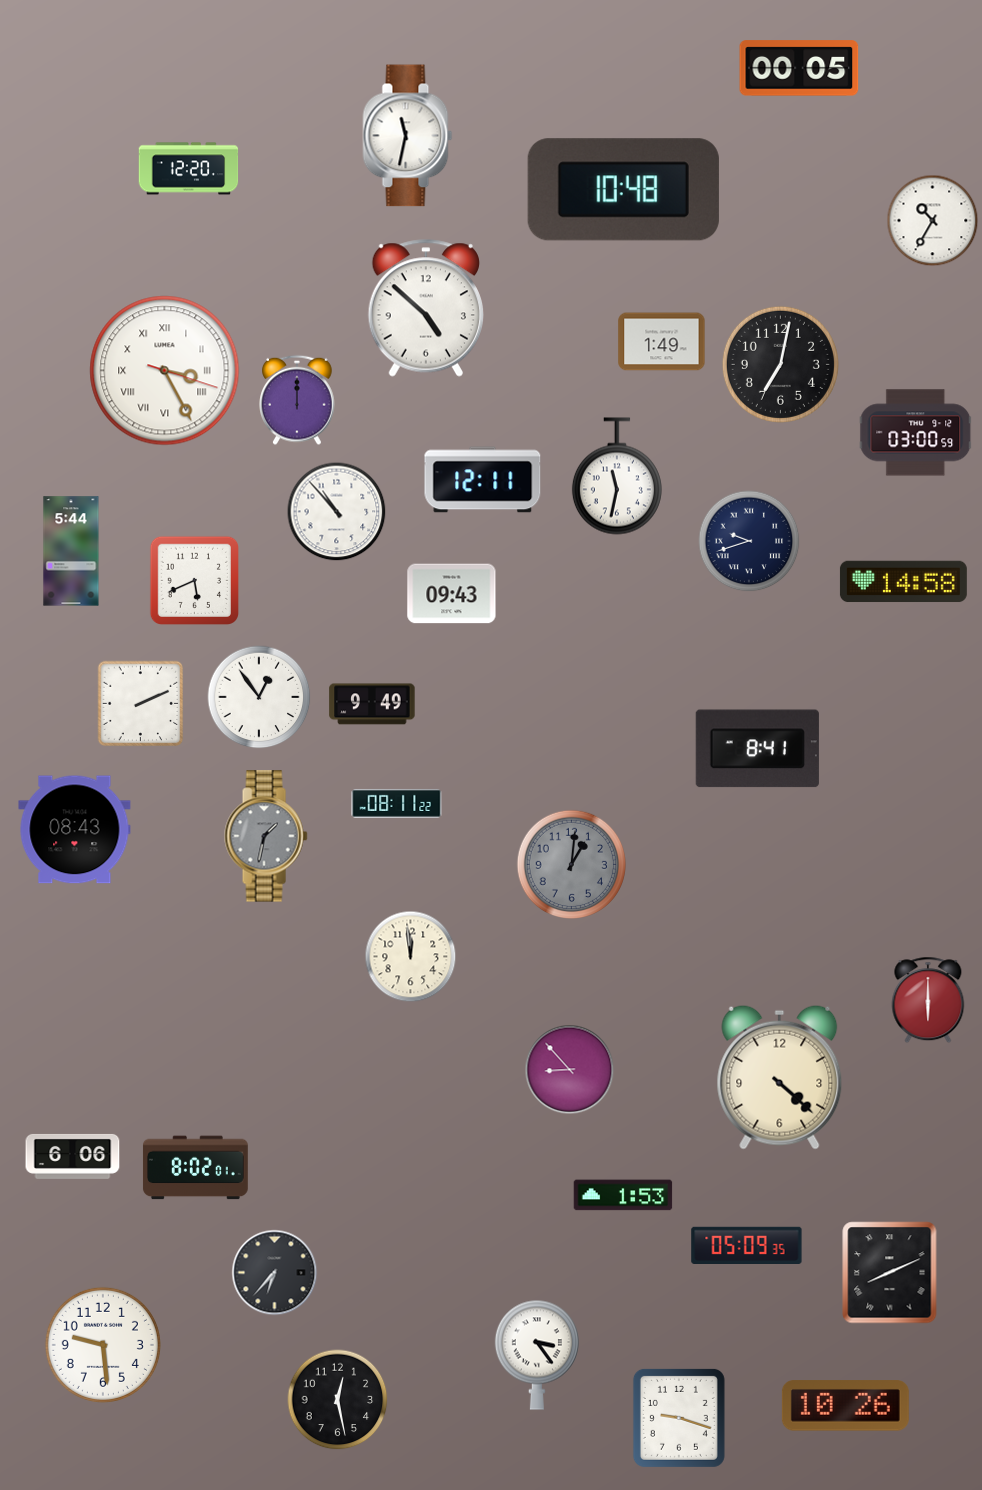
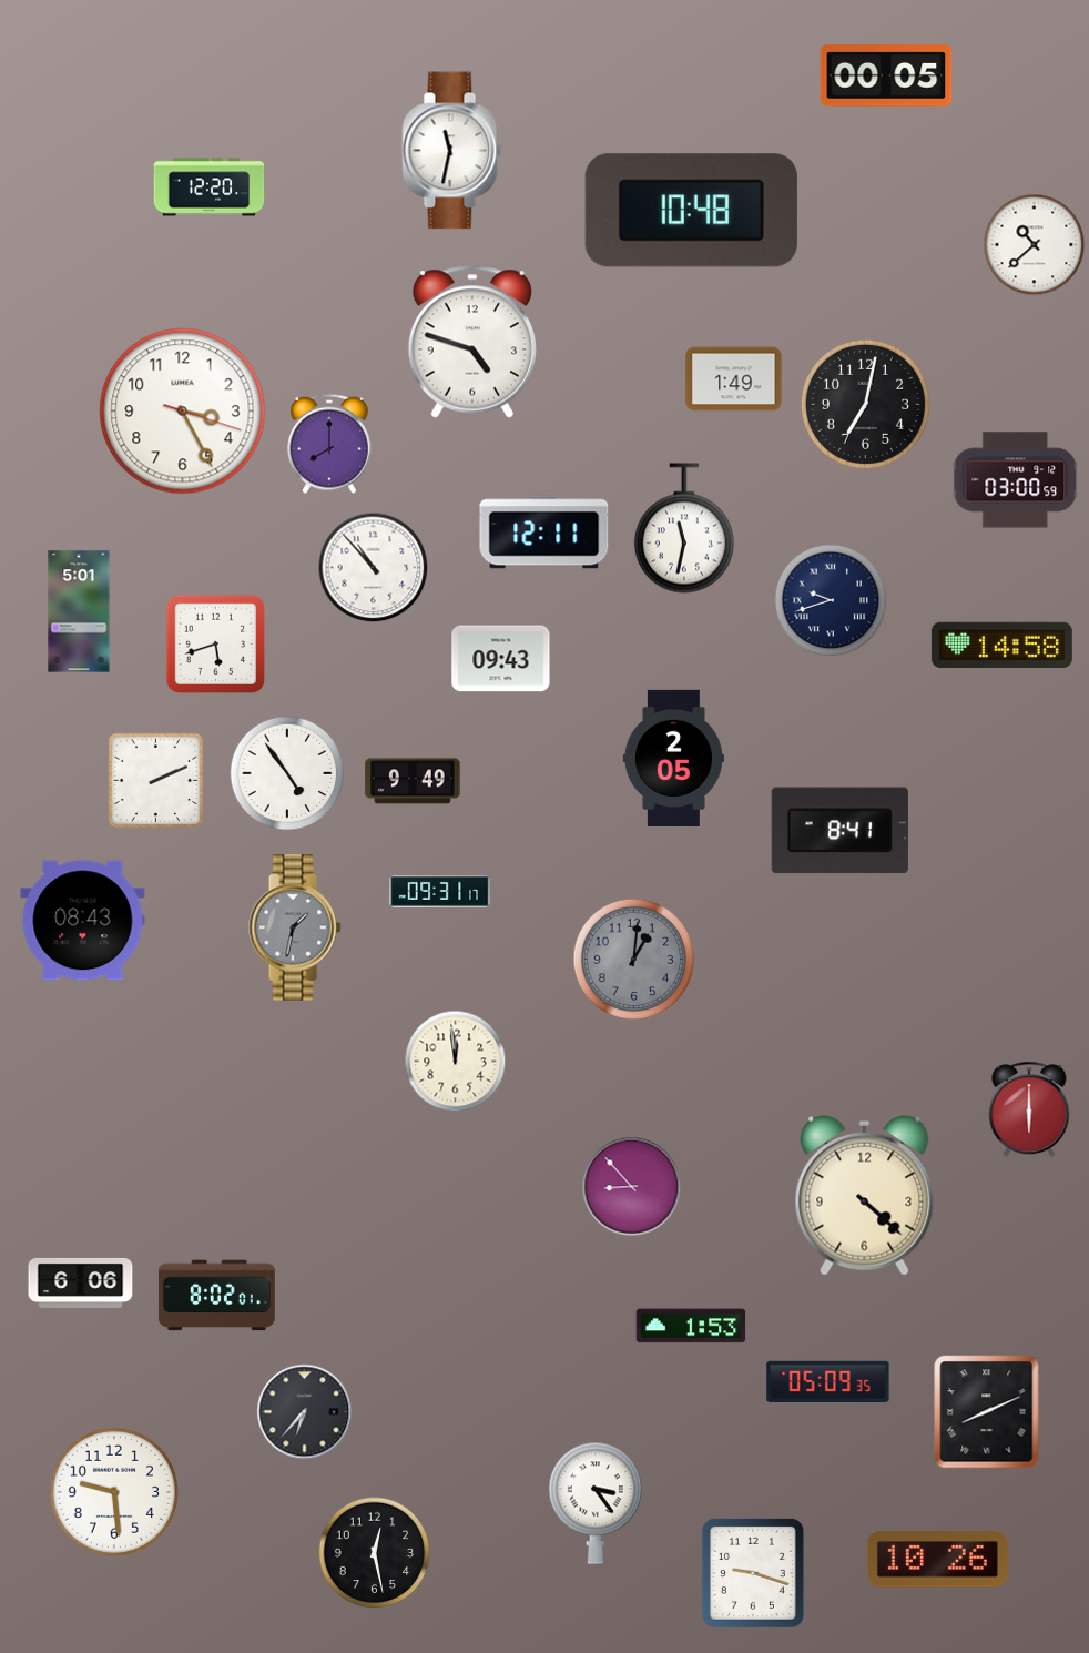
clock at (933, 221): 10:35 -> 10:38
clock at (425, 308): 4:52 -> 4:48
clock at (165, 371) numerals: Roman -> Arabic
clock at (297, 400): 12:00 -> 8:00
clock at (483, 480) position: (483, 480) -> (544, 533)
clock at (71, 551): 5:44 -> 5:01
clock at (194, 580): 5:41 -> 5:42
clock at (673, 758): none -> 2:05
clock at (259, 697): 12:54 -> 4:54
clock at (397, 803): 08:11 -> 09:31
